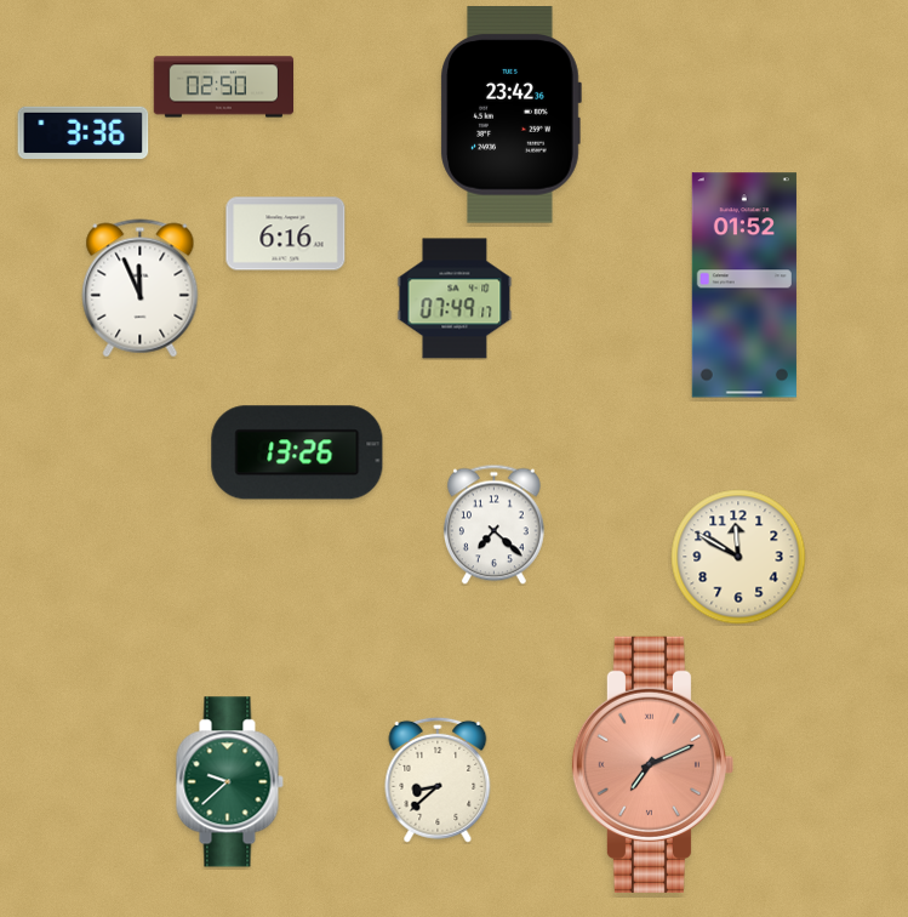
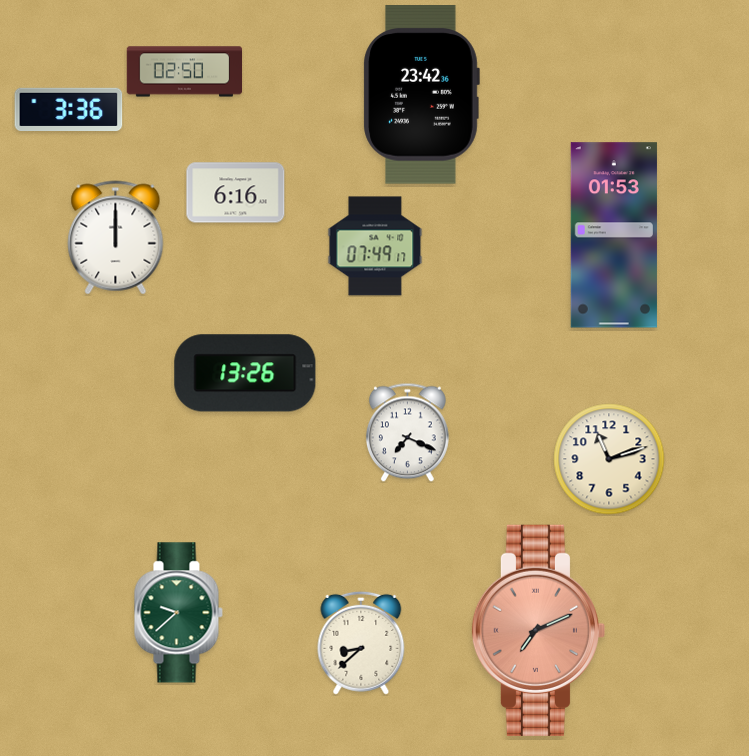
clock at (744, 285): 01:52 -> 01:53
clock at (141, 289): 11:56 -> 12:00
clock at (493, 524): 7:22 -> 7:19
clock at (738, 557): 11:50 -> 11:12
clock at (229, 782) position: (229, 782) -> (178, 613)
